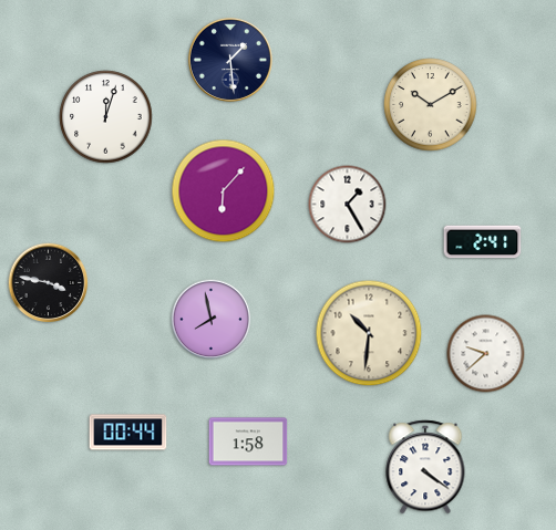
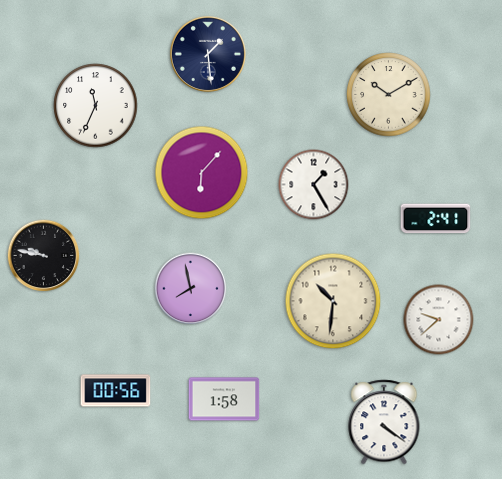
clock at (106, 117): 12:03 -> 11:34
clock at (49, 283): 3:47 -> 9:47
clock at (128, 433): 00:44 -> 00:56
